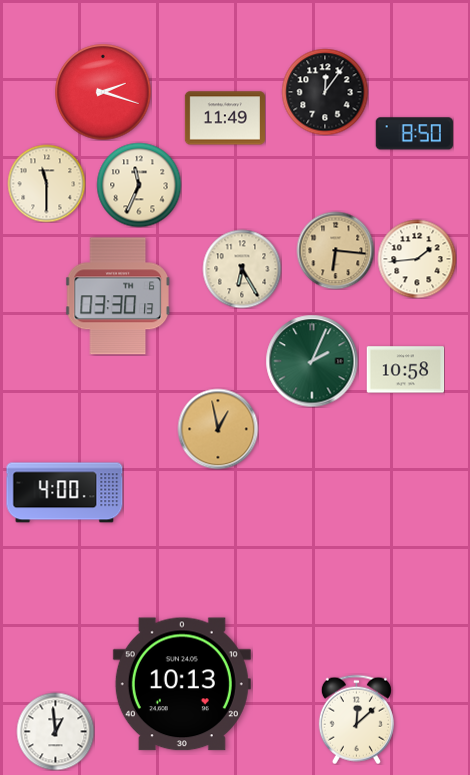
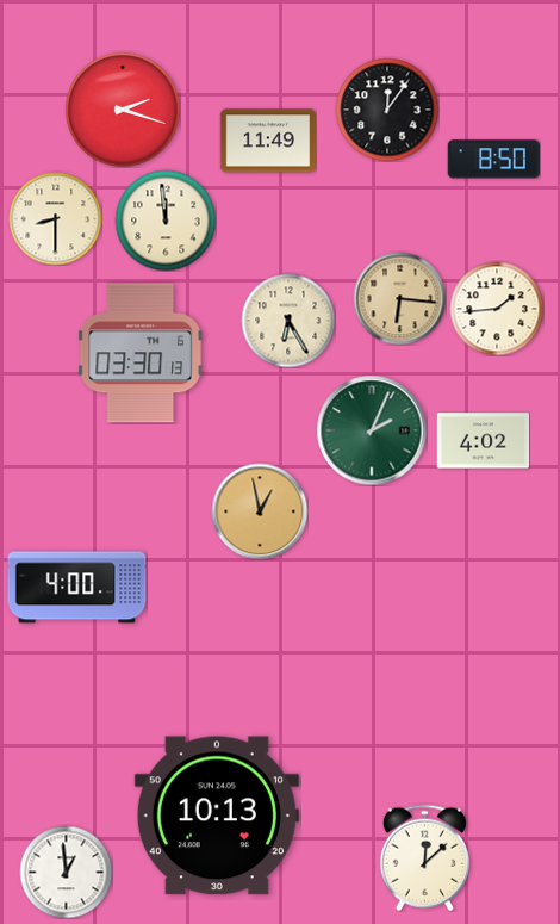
clock at (46, 183): 11:30 -> 8:30
clock at (139, 185): 11:34 -> 11:59
clock at (405, 370): 10:58 -> 4:02
